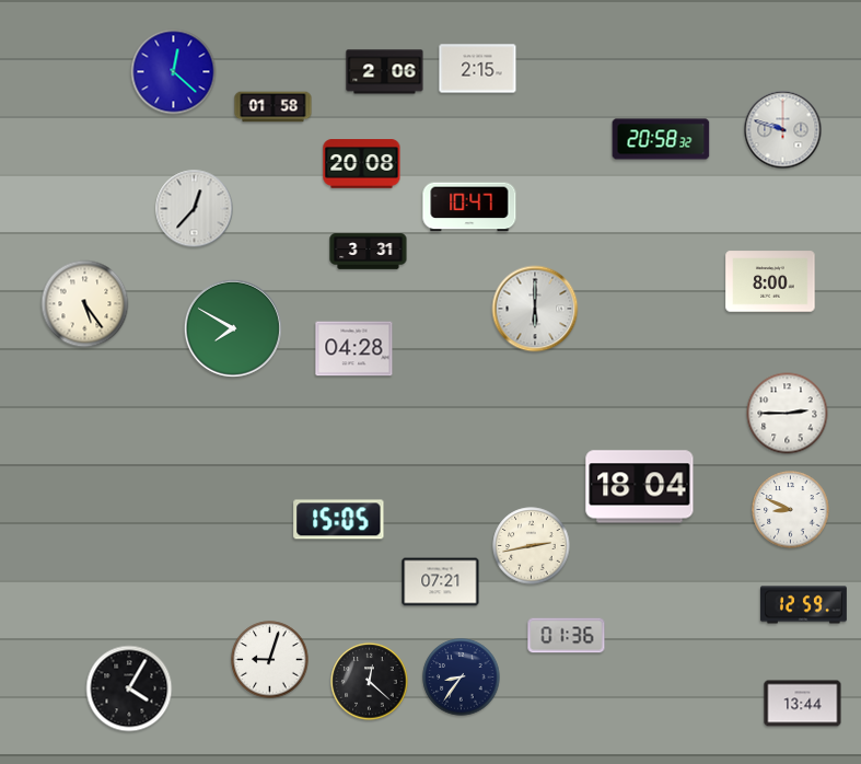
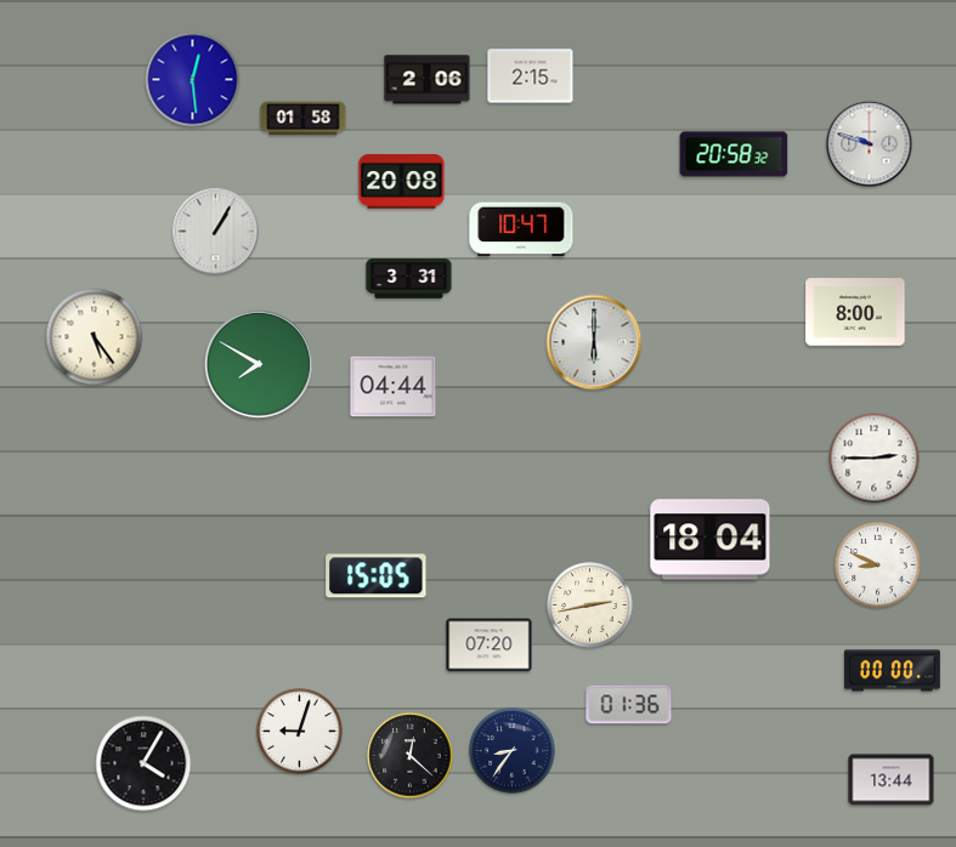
clock at (174, 72): 12:22 -> 12:29
clock at (195, 209): 12:37 -> 1:05
clock at (354, 349): 04:28 -> 04:44
clock at (441, 582): 07:21 -> 07:20
clock at (803, 605): 12:59 -> 00:00
